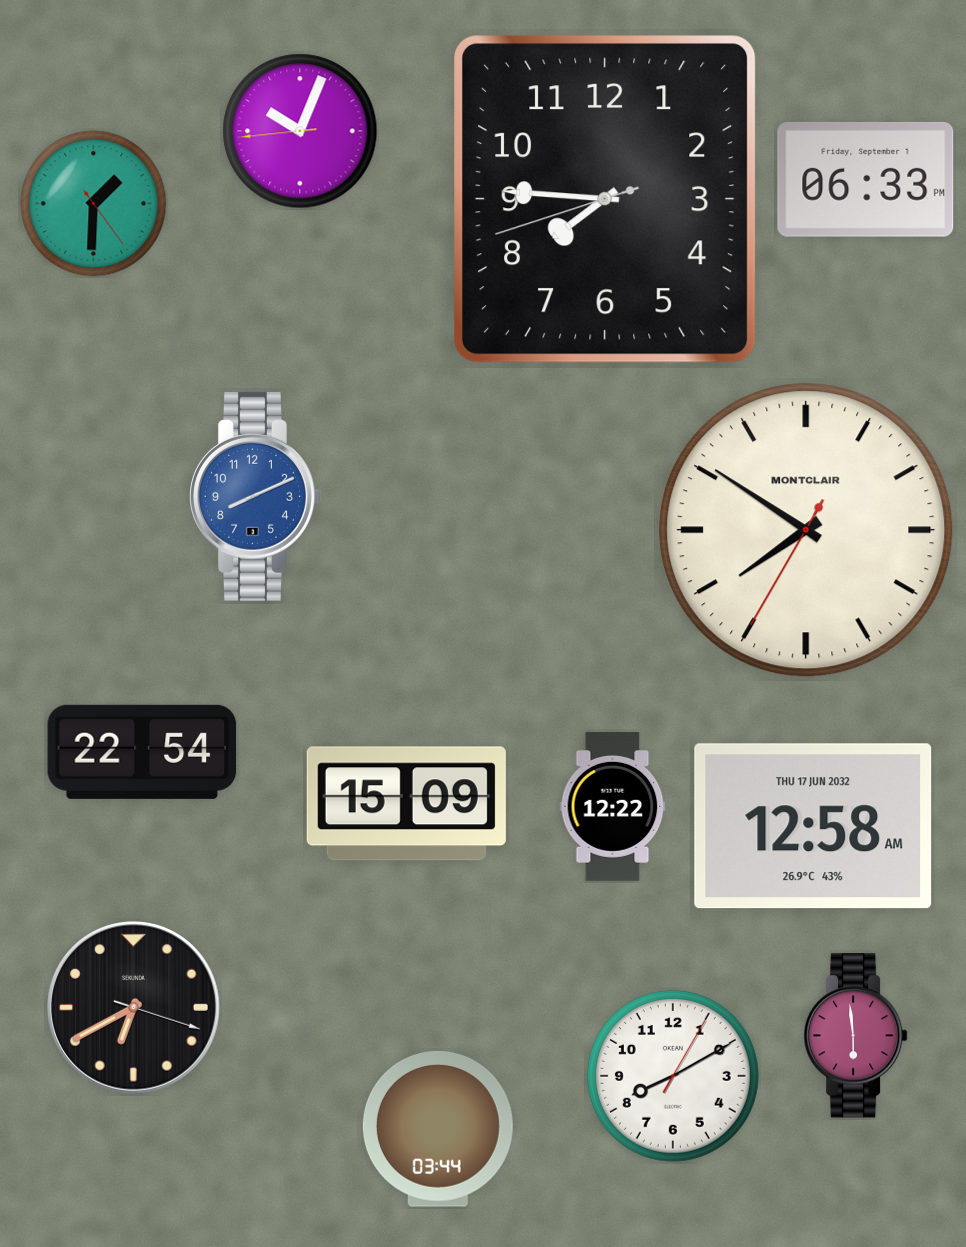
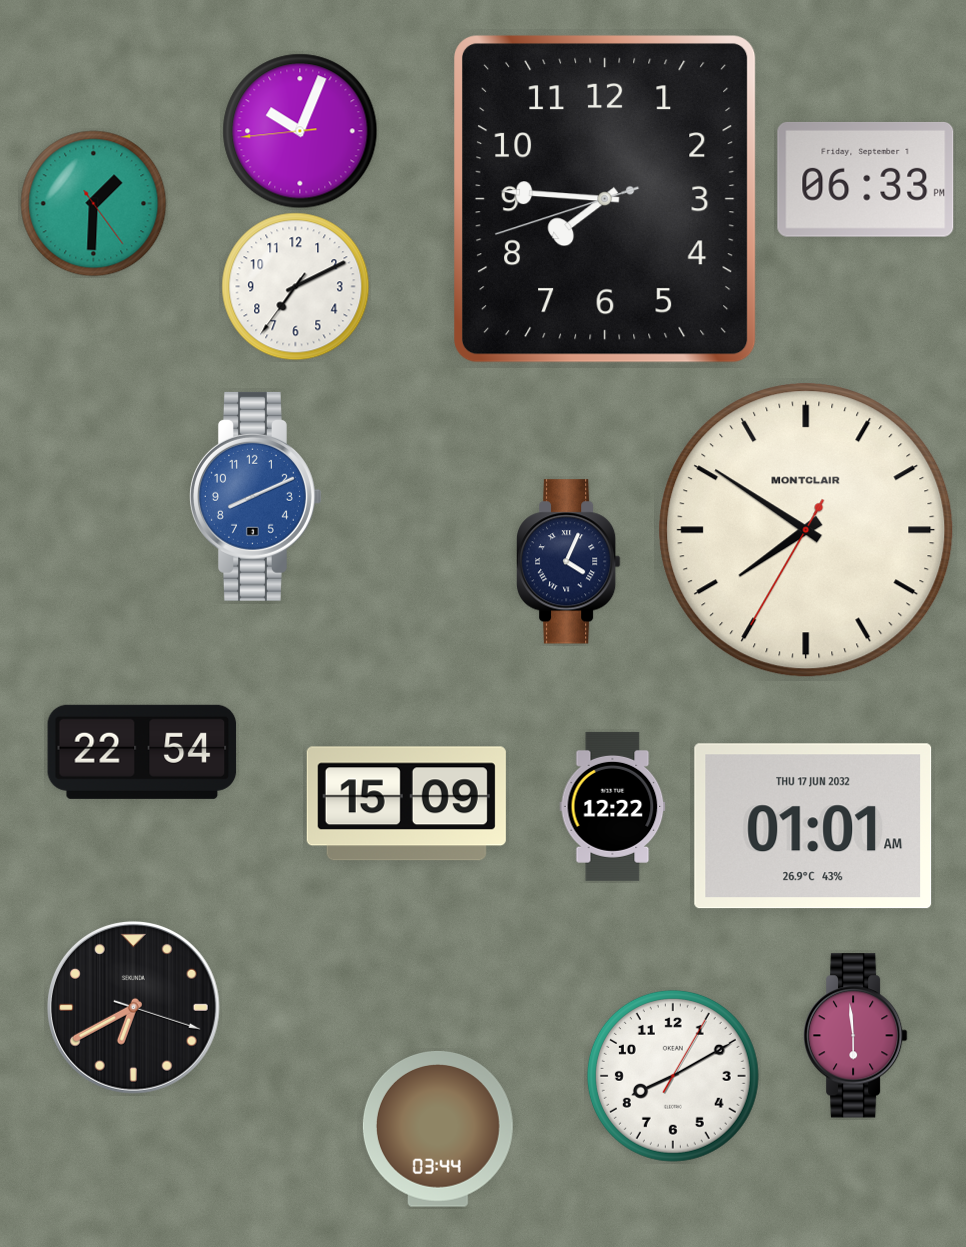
clock at (296, 287): none -> 7:10
clock at (569, 562): none -> 4:04
clock at (813, 826): 12:58 -> 01:01
